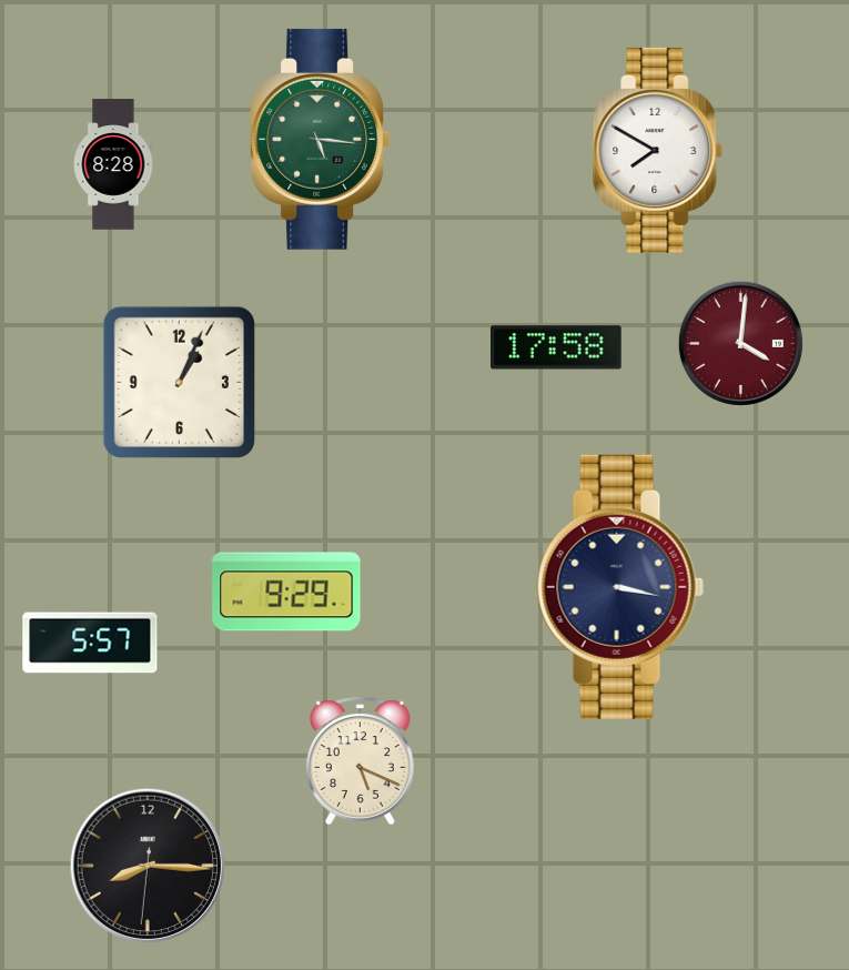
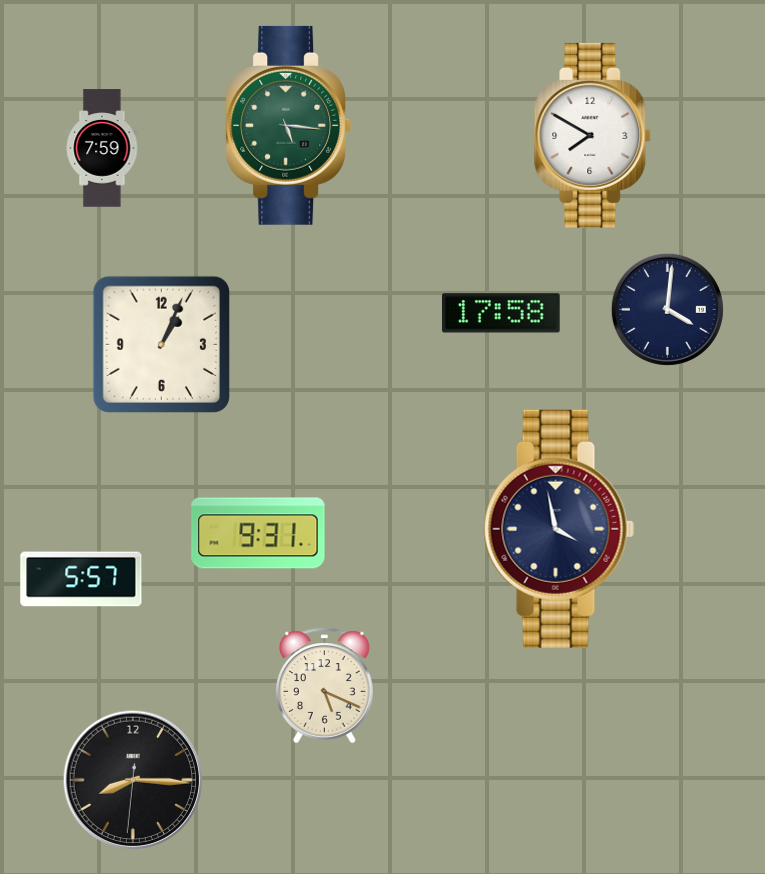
clock at (113, 164): 8:28 -> 7:59
clock at (740, 343) dial: burgundy -> navy
clock at (620, 587): 3:17 -> 3:58
clock at (286, 592): 9:29 -> 9:31
